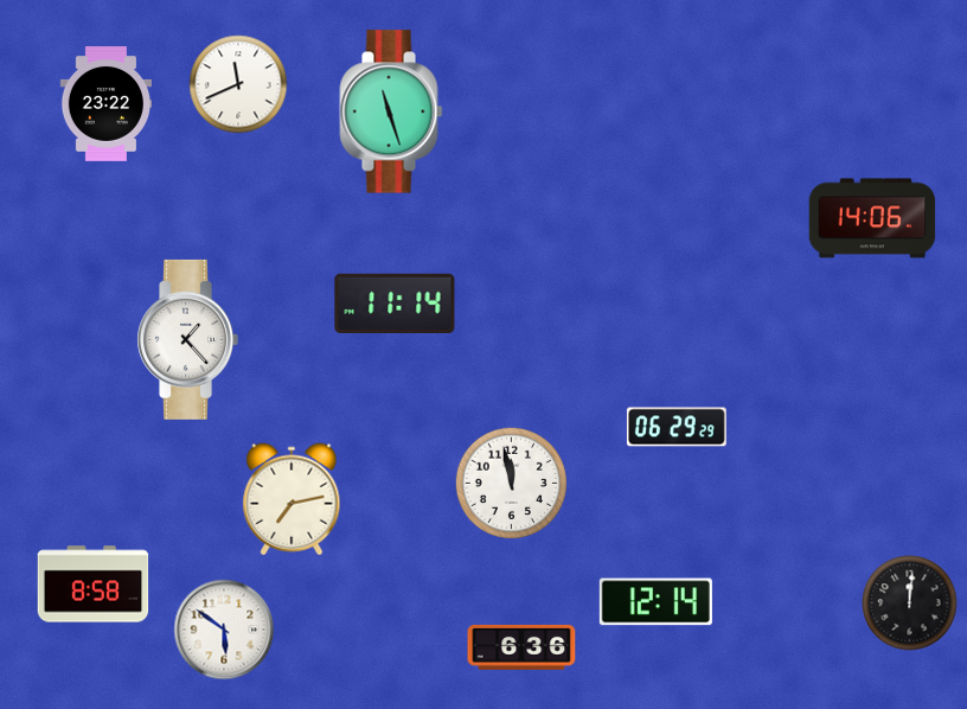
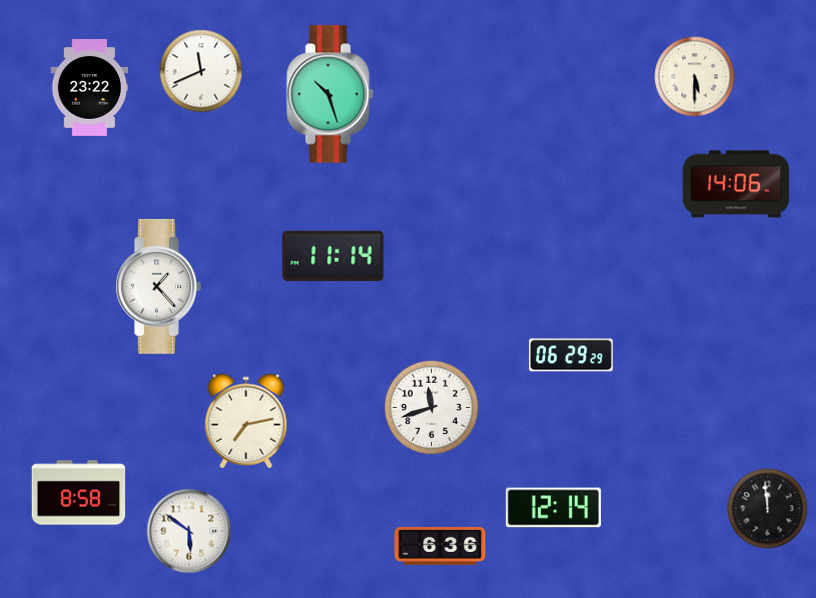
clock at (695, 77): none -> 5:30
clock at (391, 111): 11:27 -> 10:27
clock at (677, 427) position: (677, 427) -> (571, 355)
clock at (511, 483): 11:58 -> 11:42
clock at (910, 603): 12:01 -> 11:59
